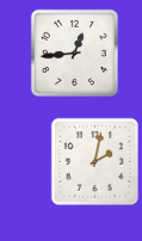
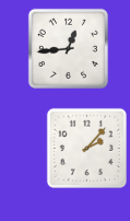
clock at (94, 161): 2:02 -> 2:07
